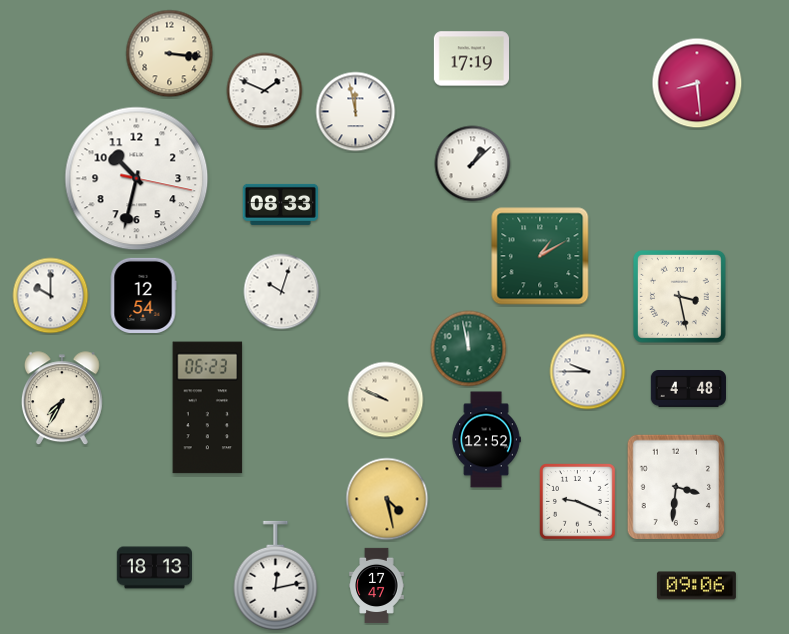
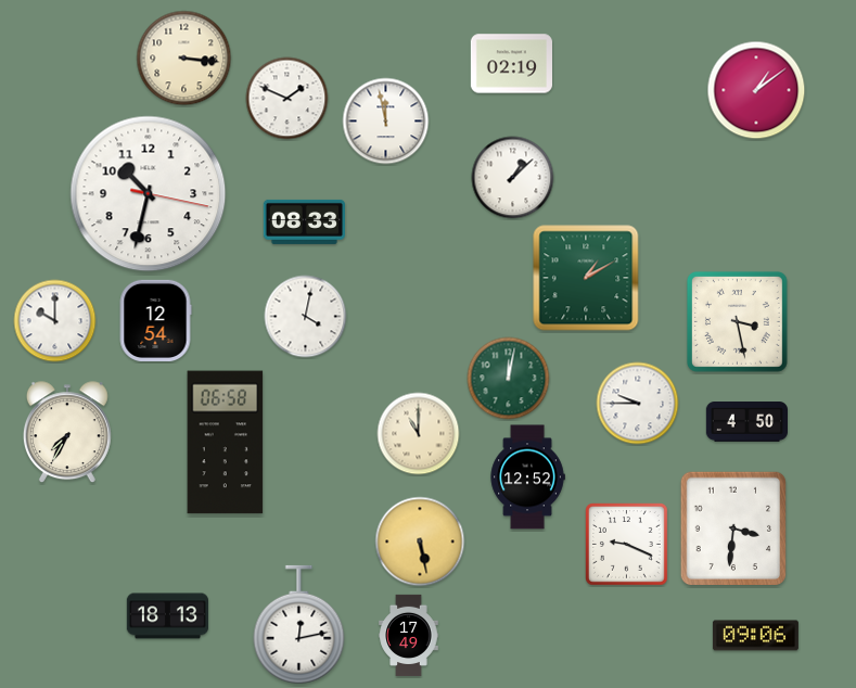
clock at (471, 59): 17:19 -> 02:19
clock at (697, 83): 8:29 -> 1:09
clock at (282, 292): 10:03 -> 4:02
clock at (469, 349): 11:58 -> 12:02
clock at (689, 389): 4:48 -> 4:50
clock at (386, 400): 9:49 -> 11:00
clock at (208, 408): 06:23 -> 06:58
clock at (387, 499): 4:28 -> 5:28
clock at (377, 586): 17:47 -> 17:49
